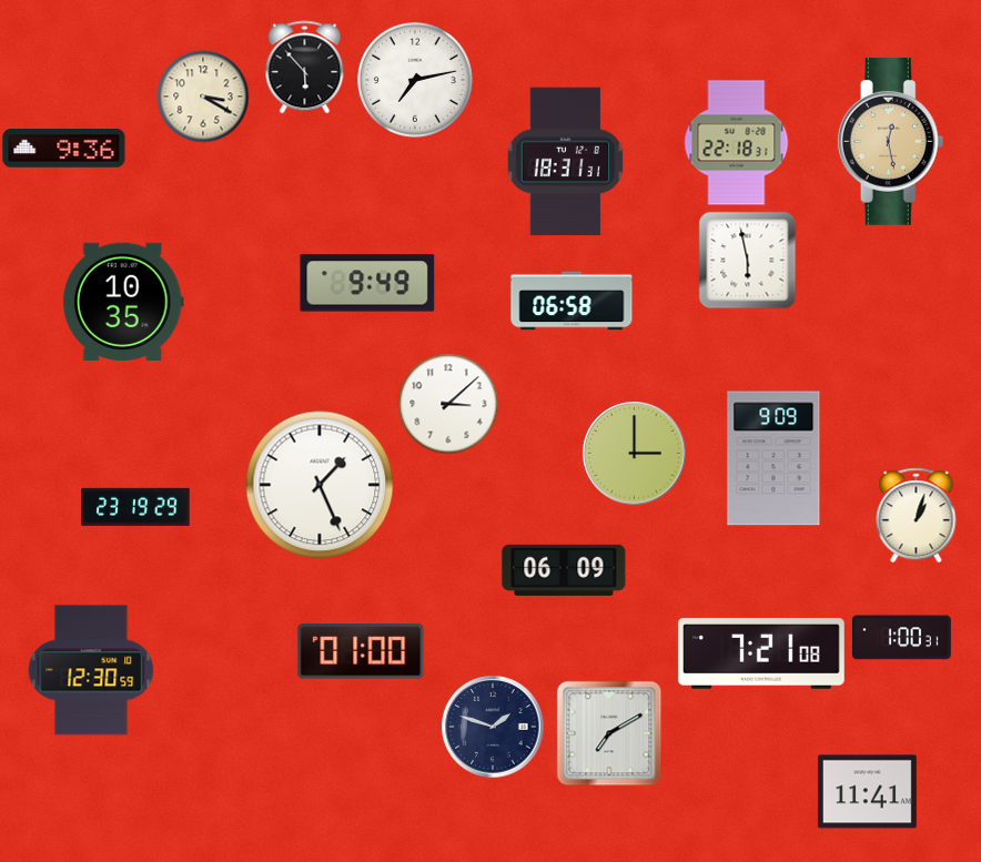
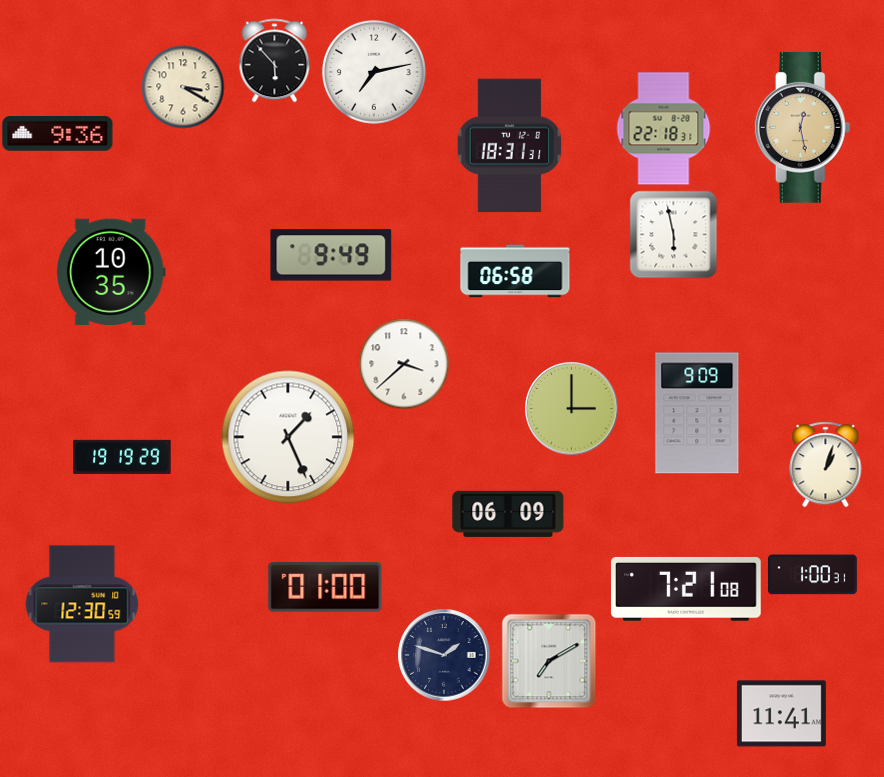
clock at (448, 404): 3:08 -> 3:38
clock at (135, 507): 23:19 -> 19:19
